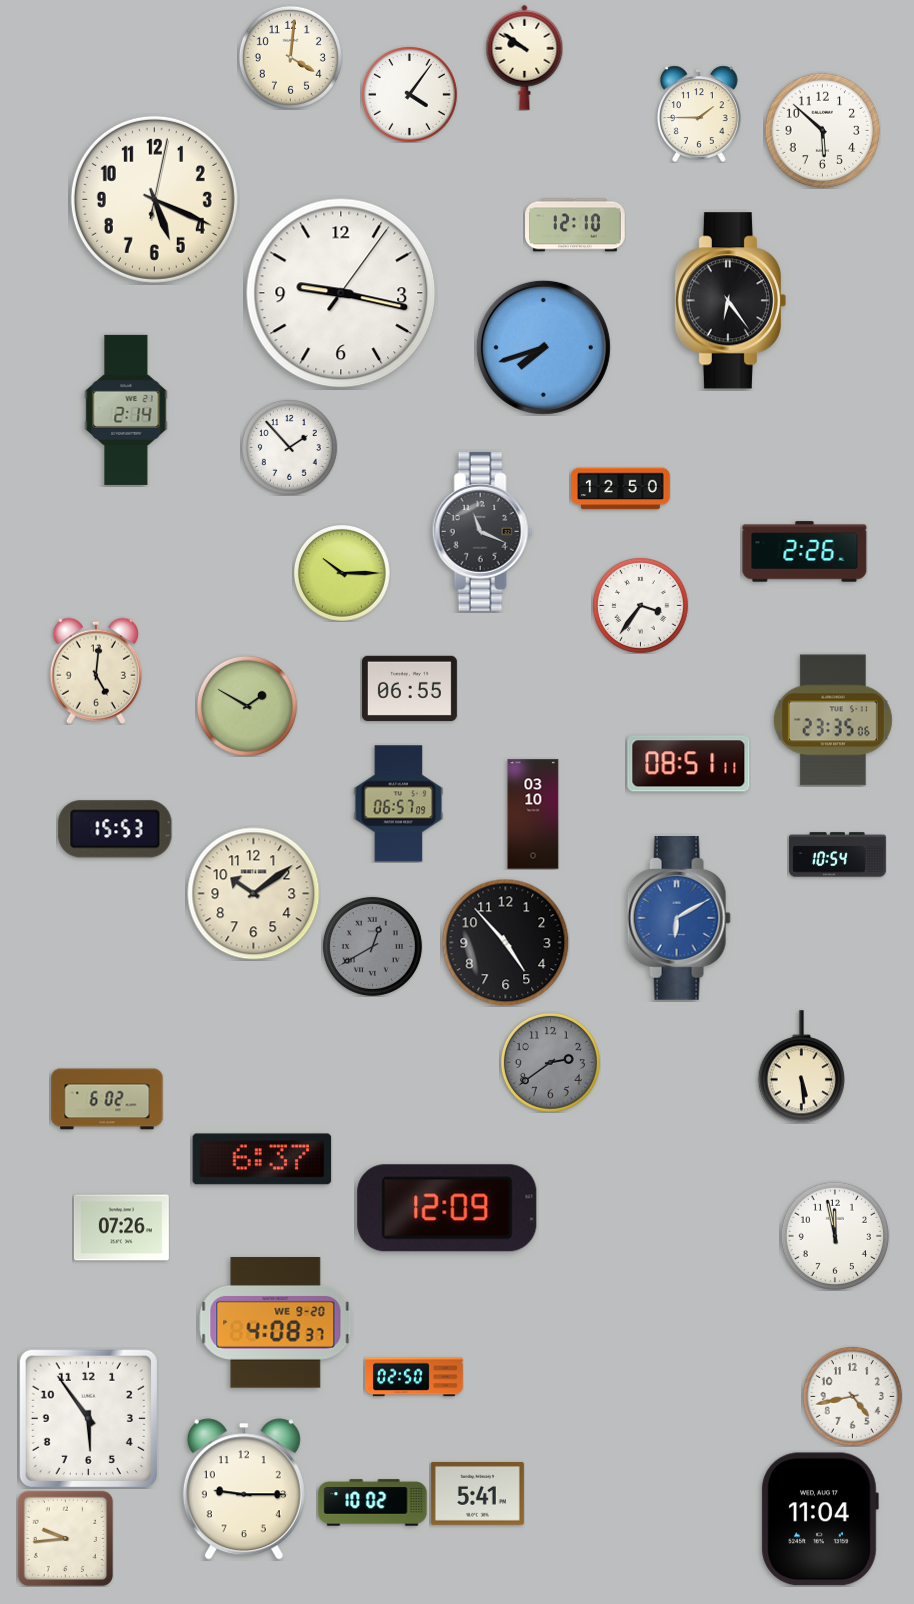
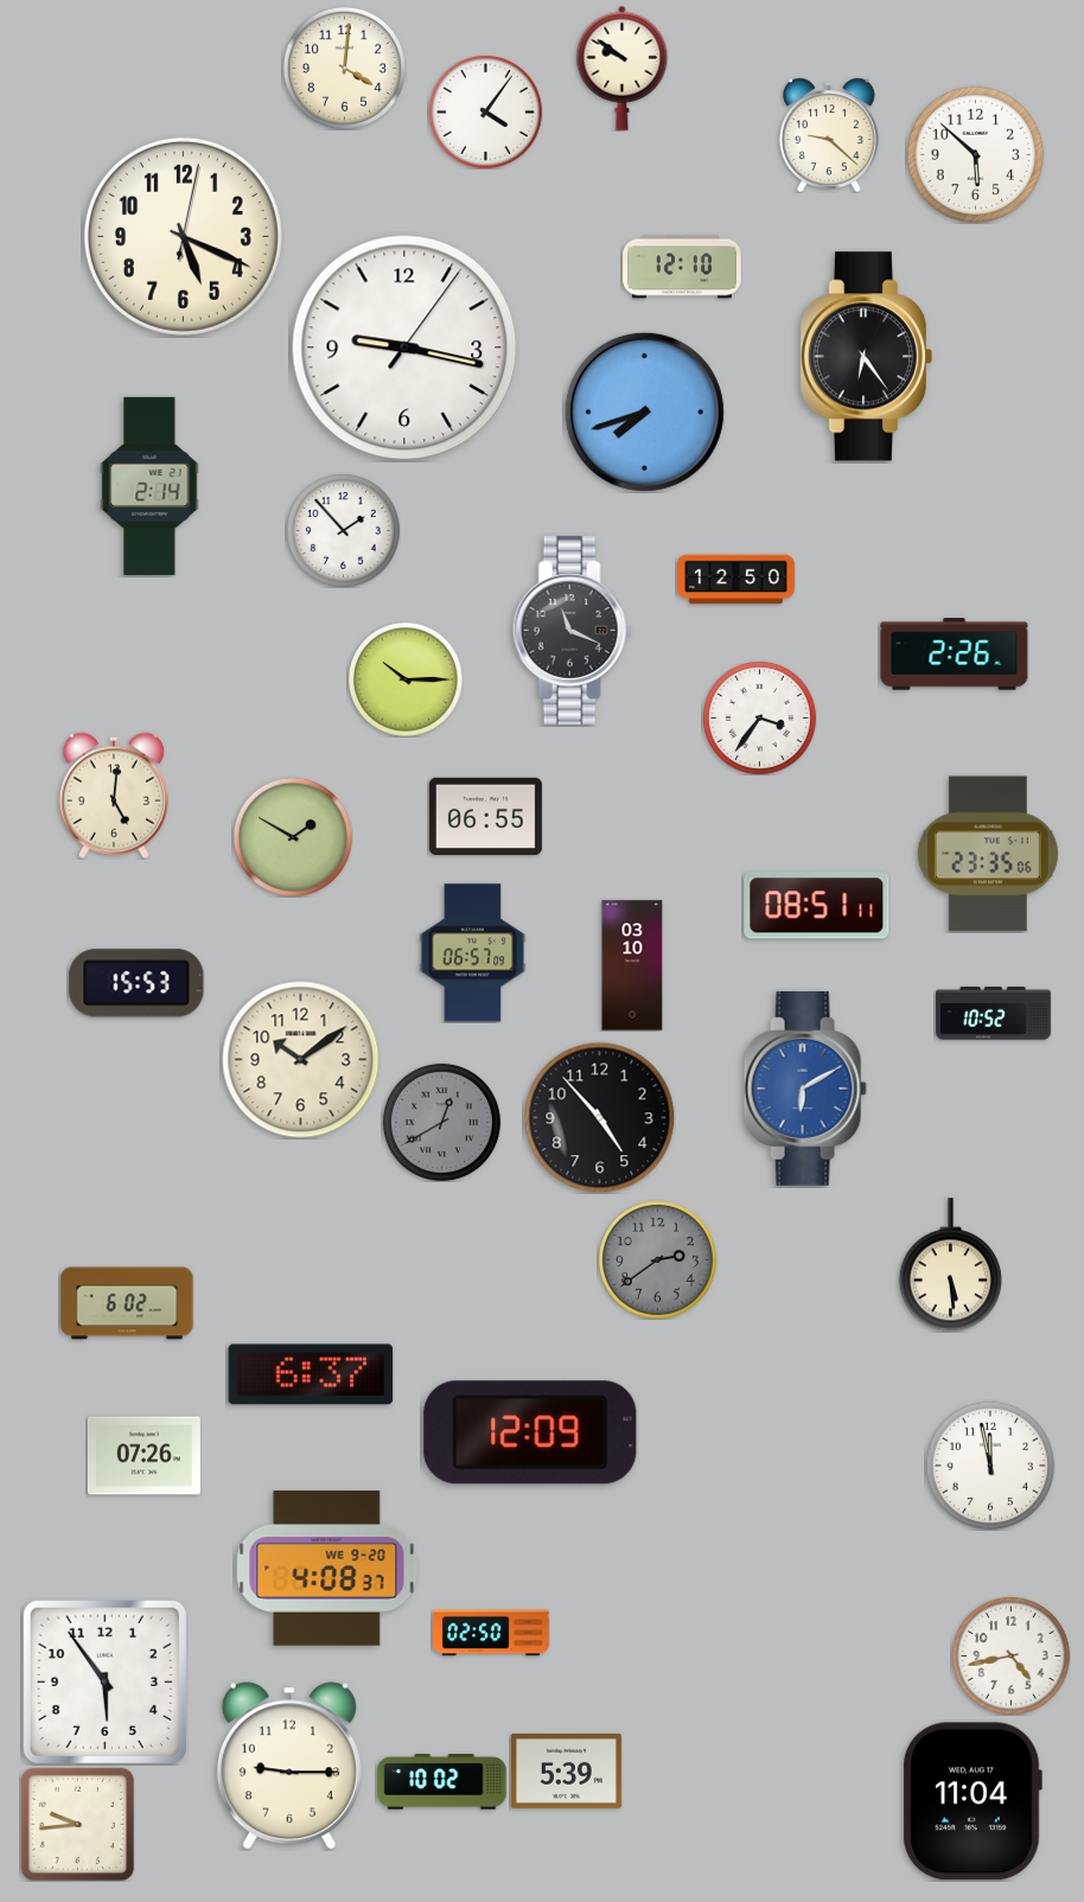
clock at (699, 114): 1:45 -> 9:22
clock at (838, 855): 10:54 -> 10:52
clock at (550, 1062) position: (550, 1062) -> (657, 1259)
clock at (477, 1493): 5:41 -> 5:39
